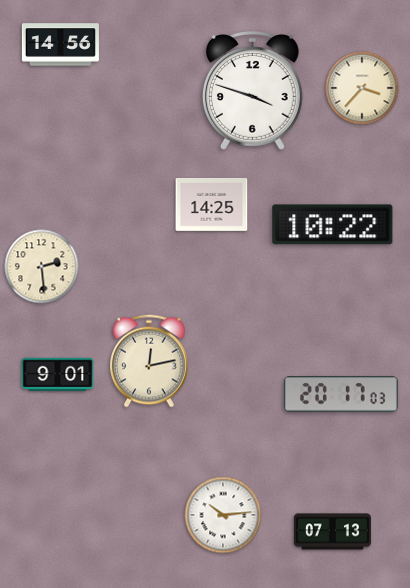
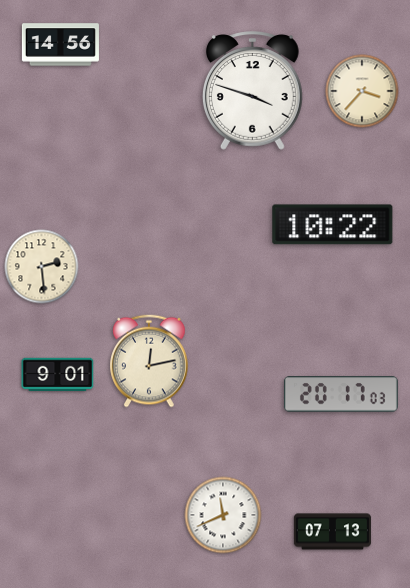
clock at (362, 88) position: (362, 88) -> (362, 91)
clock at (212, 205): 14:25 -> none
clock at (223, 515): 10:14 -> 11:41
